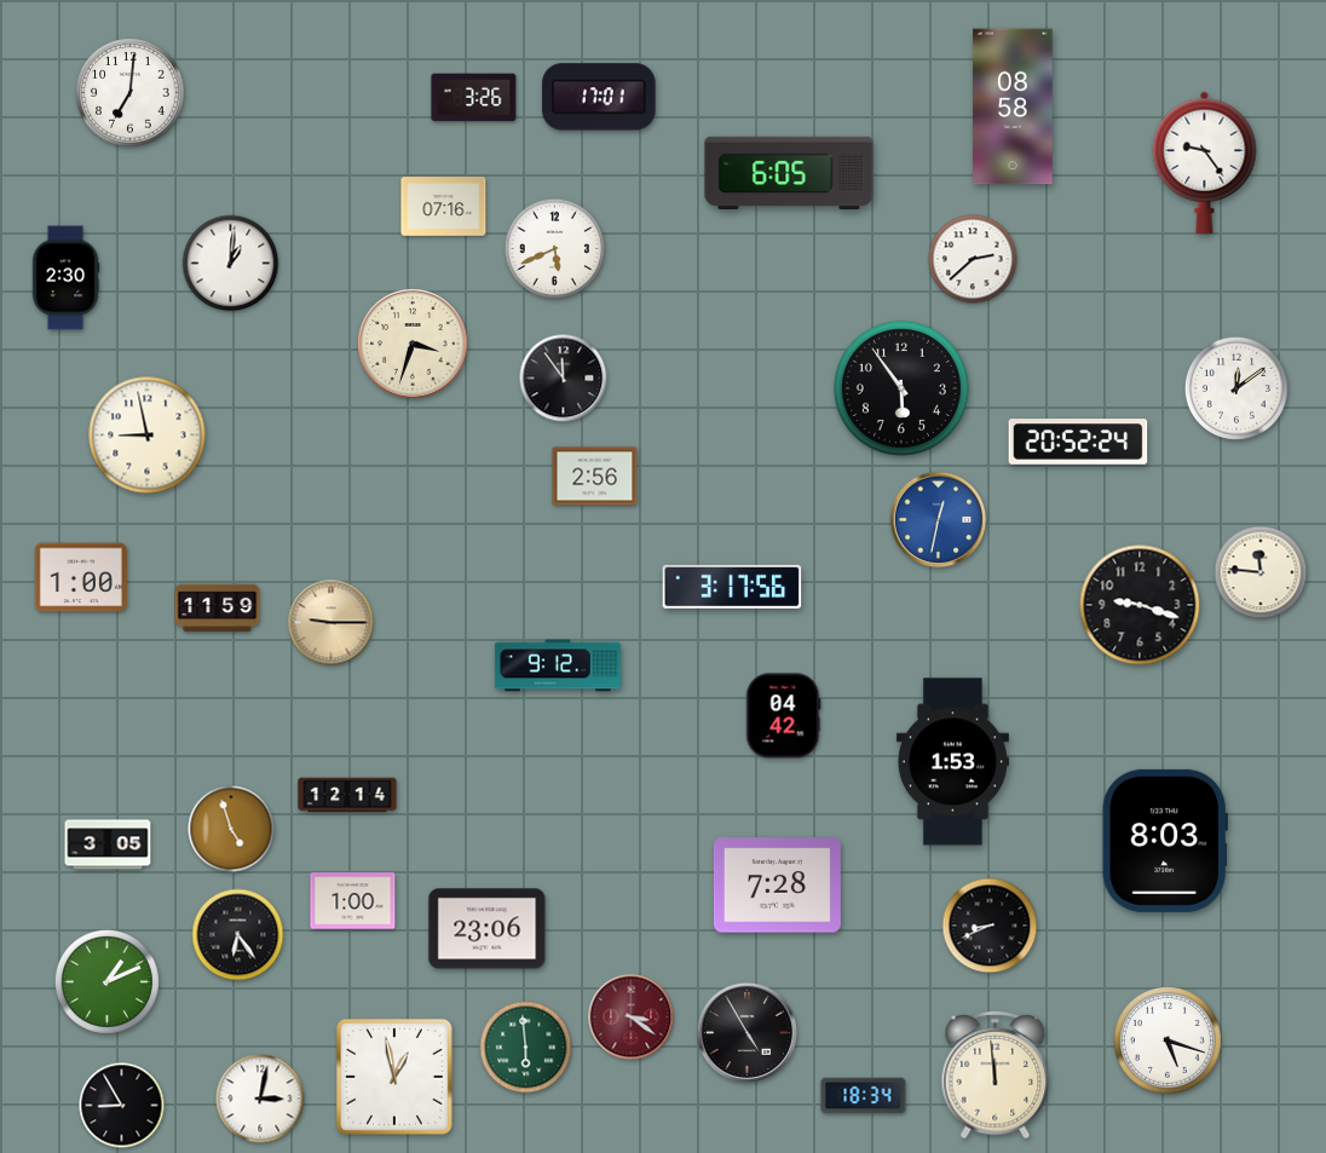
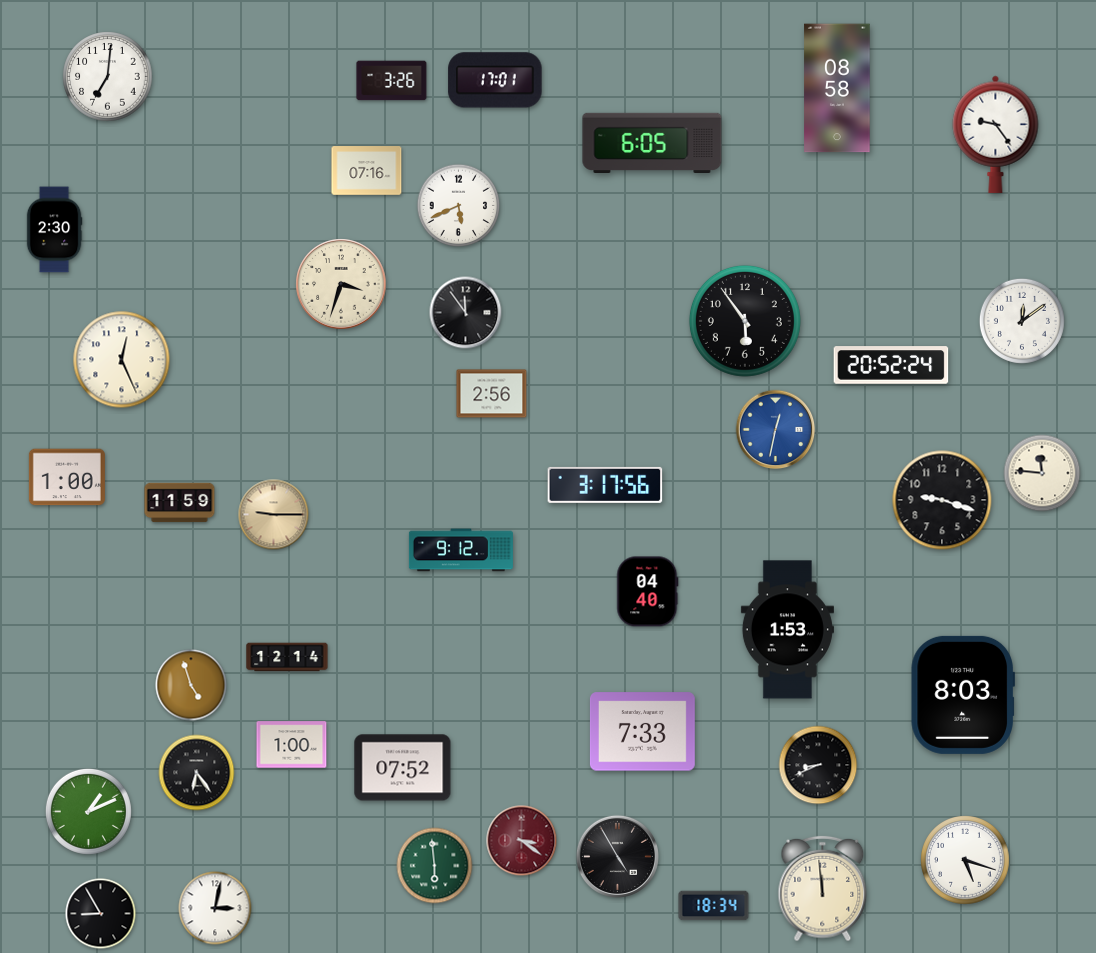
clock at (973, 259): 2:38 -> none
clock at (231, 264): 1:01 -> none
clock at (148, 436): 8:58 -> 12:26
clock at (784, 716): 04:42 -> 04:40
clock at (108, 844): 3:05 -> none
clock at (777, 886): 7:28 -> 7:33
clock at (488, 929): 23:06 -> 07:52
clock at (746, 1032) position: (746, 1032) -> (617, 856)
clock at (396, 1078): 12:58 -> none
